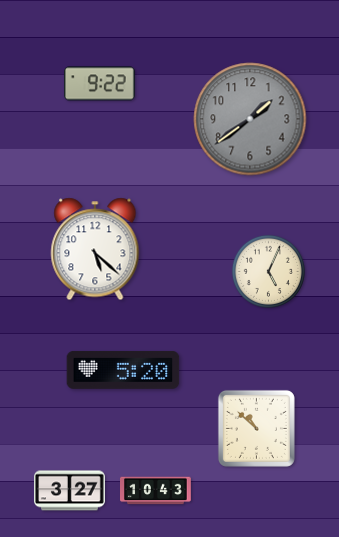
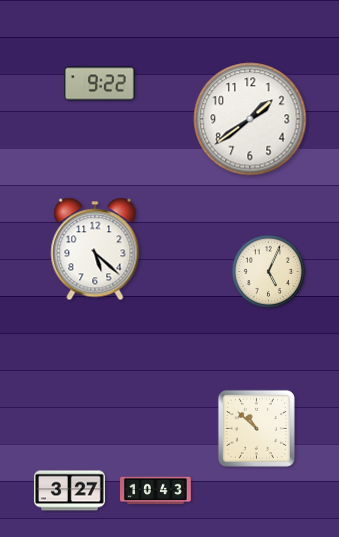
clock at (250, 119) dial: grey -> white
clock at (123, 370): 5:20 -> none
